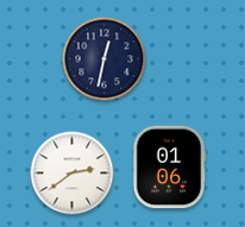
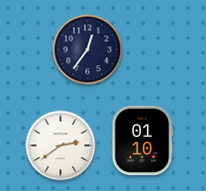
clock at (105, 59): 12:32 -> 12:36
clock at (169, 168): 01:06 -> 01:10
